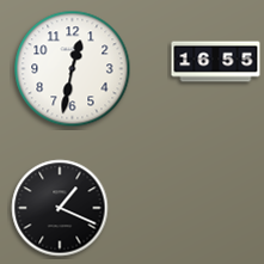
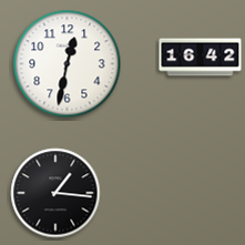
clock at (216, 62): 16:55 -> 16:42
clock at (60, 208): 1:19 -> 1:16
